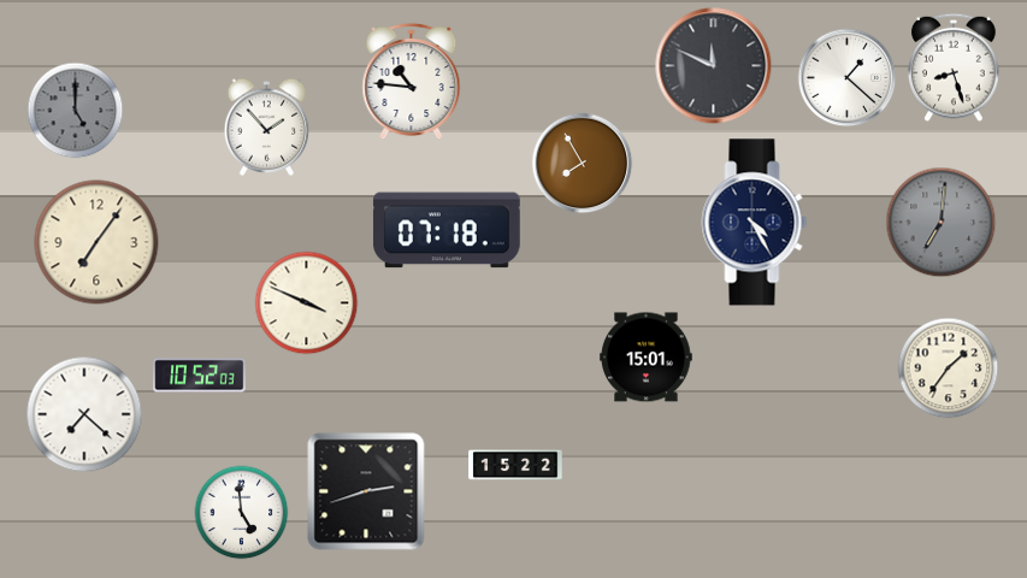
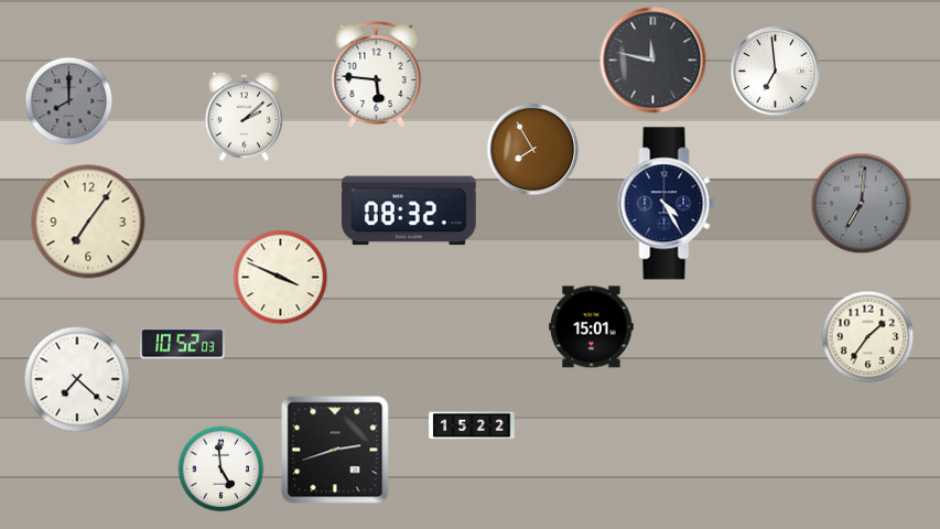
clock at (714, 66): 11:49 -> 11:47
clock at (954, 67): 8:27 -> none
clock at (846, 77): 1:22 -> 6:59
clock at (412, 81): 10:46 -> 5:46
clock at (75, 110): 5:00 -> 8:00
clock at (267, 126): 1:53 -> 2:08
clock at (755, 223) position: (755, 223) -> (667, 204)
clock at (447, 230): 07:18 -> 08:32
